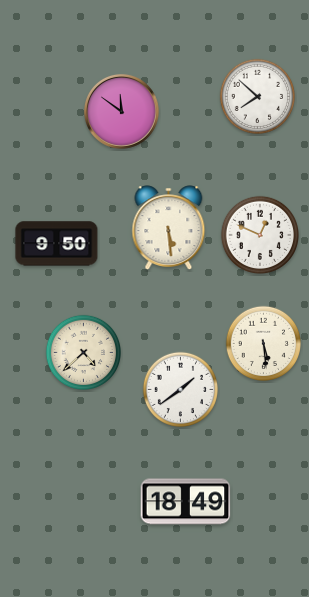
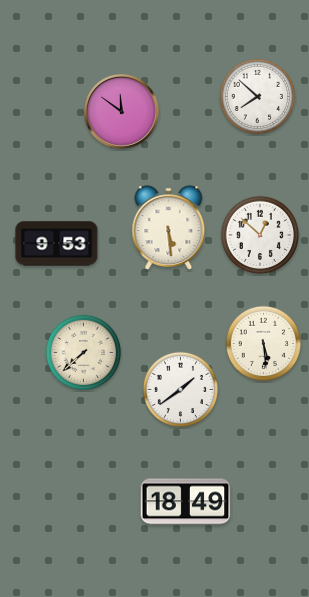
clock at (259, 234): 12:49 -> 12:52
clock at (57, 244): 9:50 -> 9:53
clock at (84, 353): 4:38 -> 7:38
